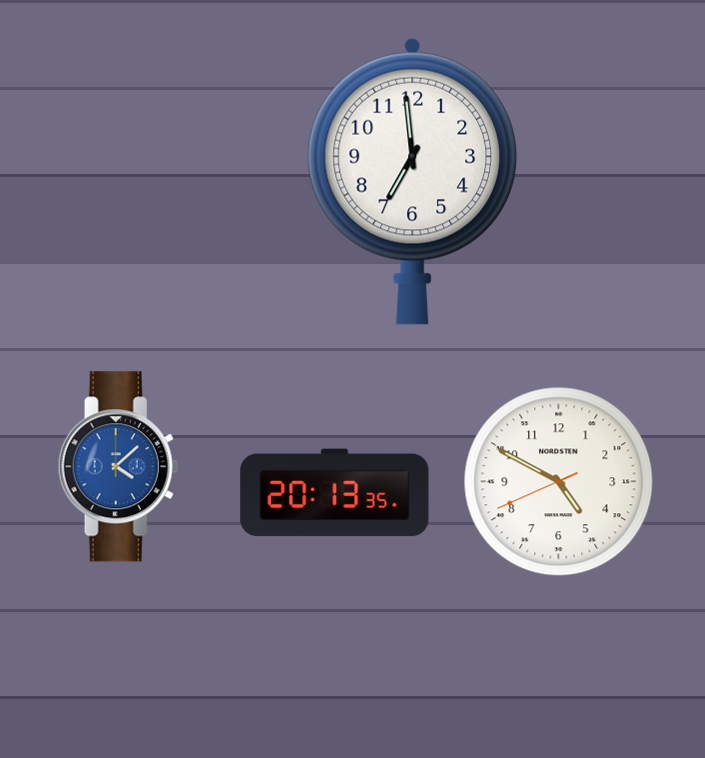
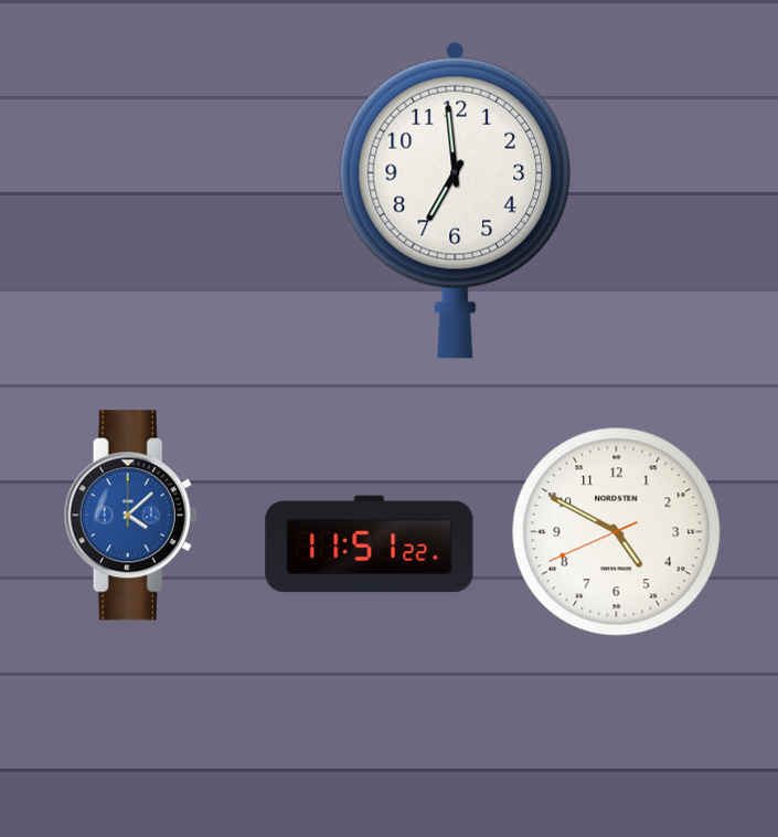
clock at (335, 493): 20:13 -> 11:51
